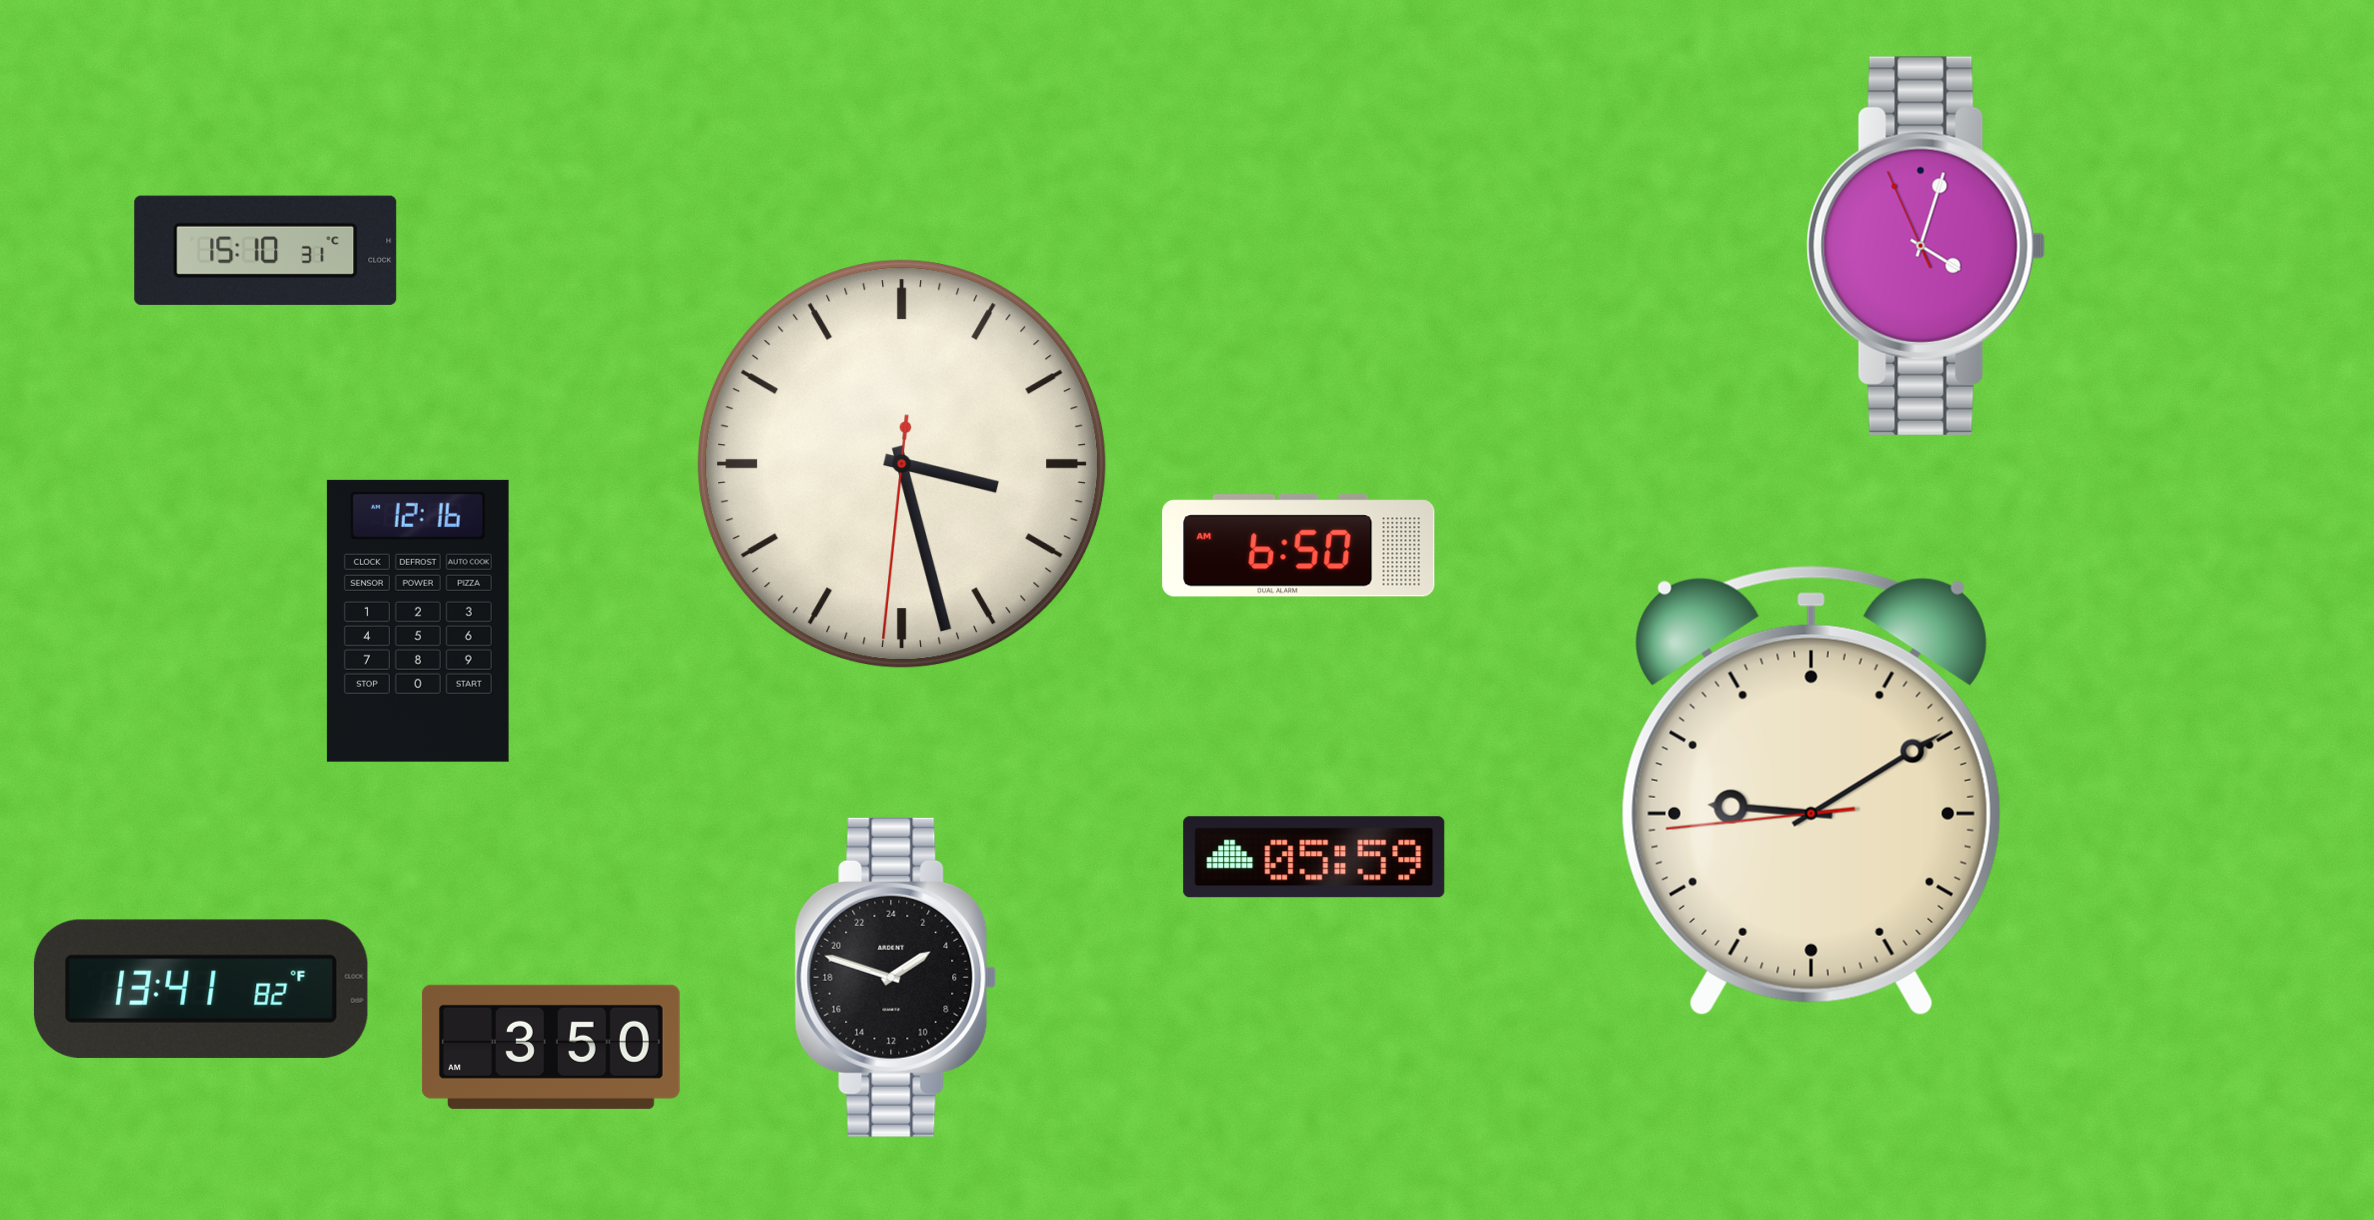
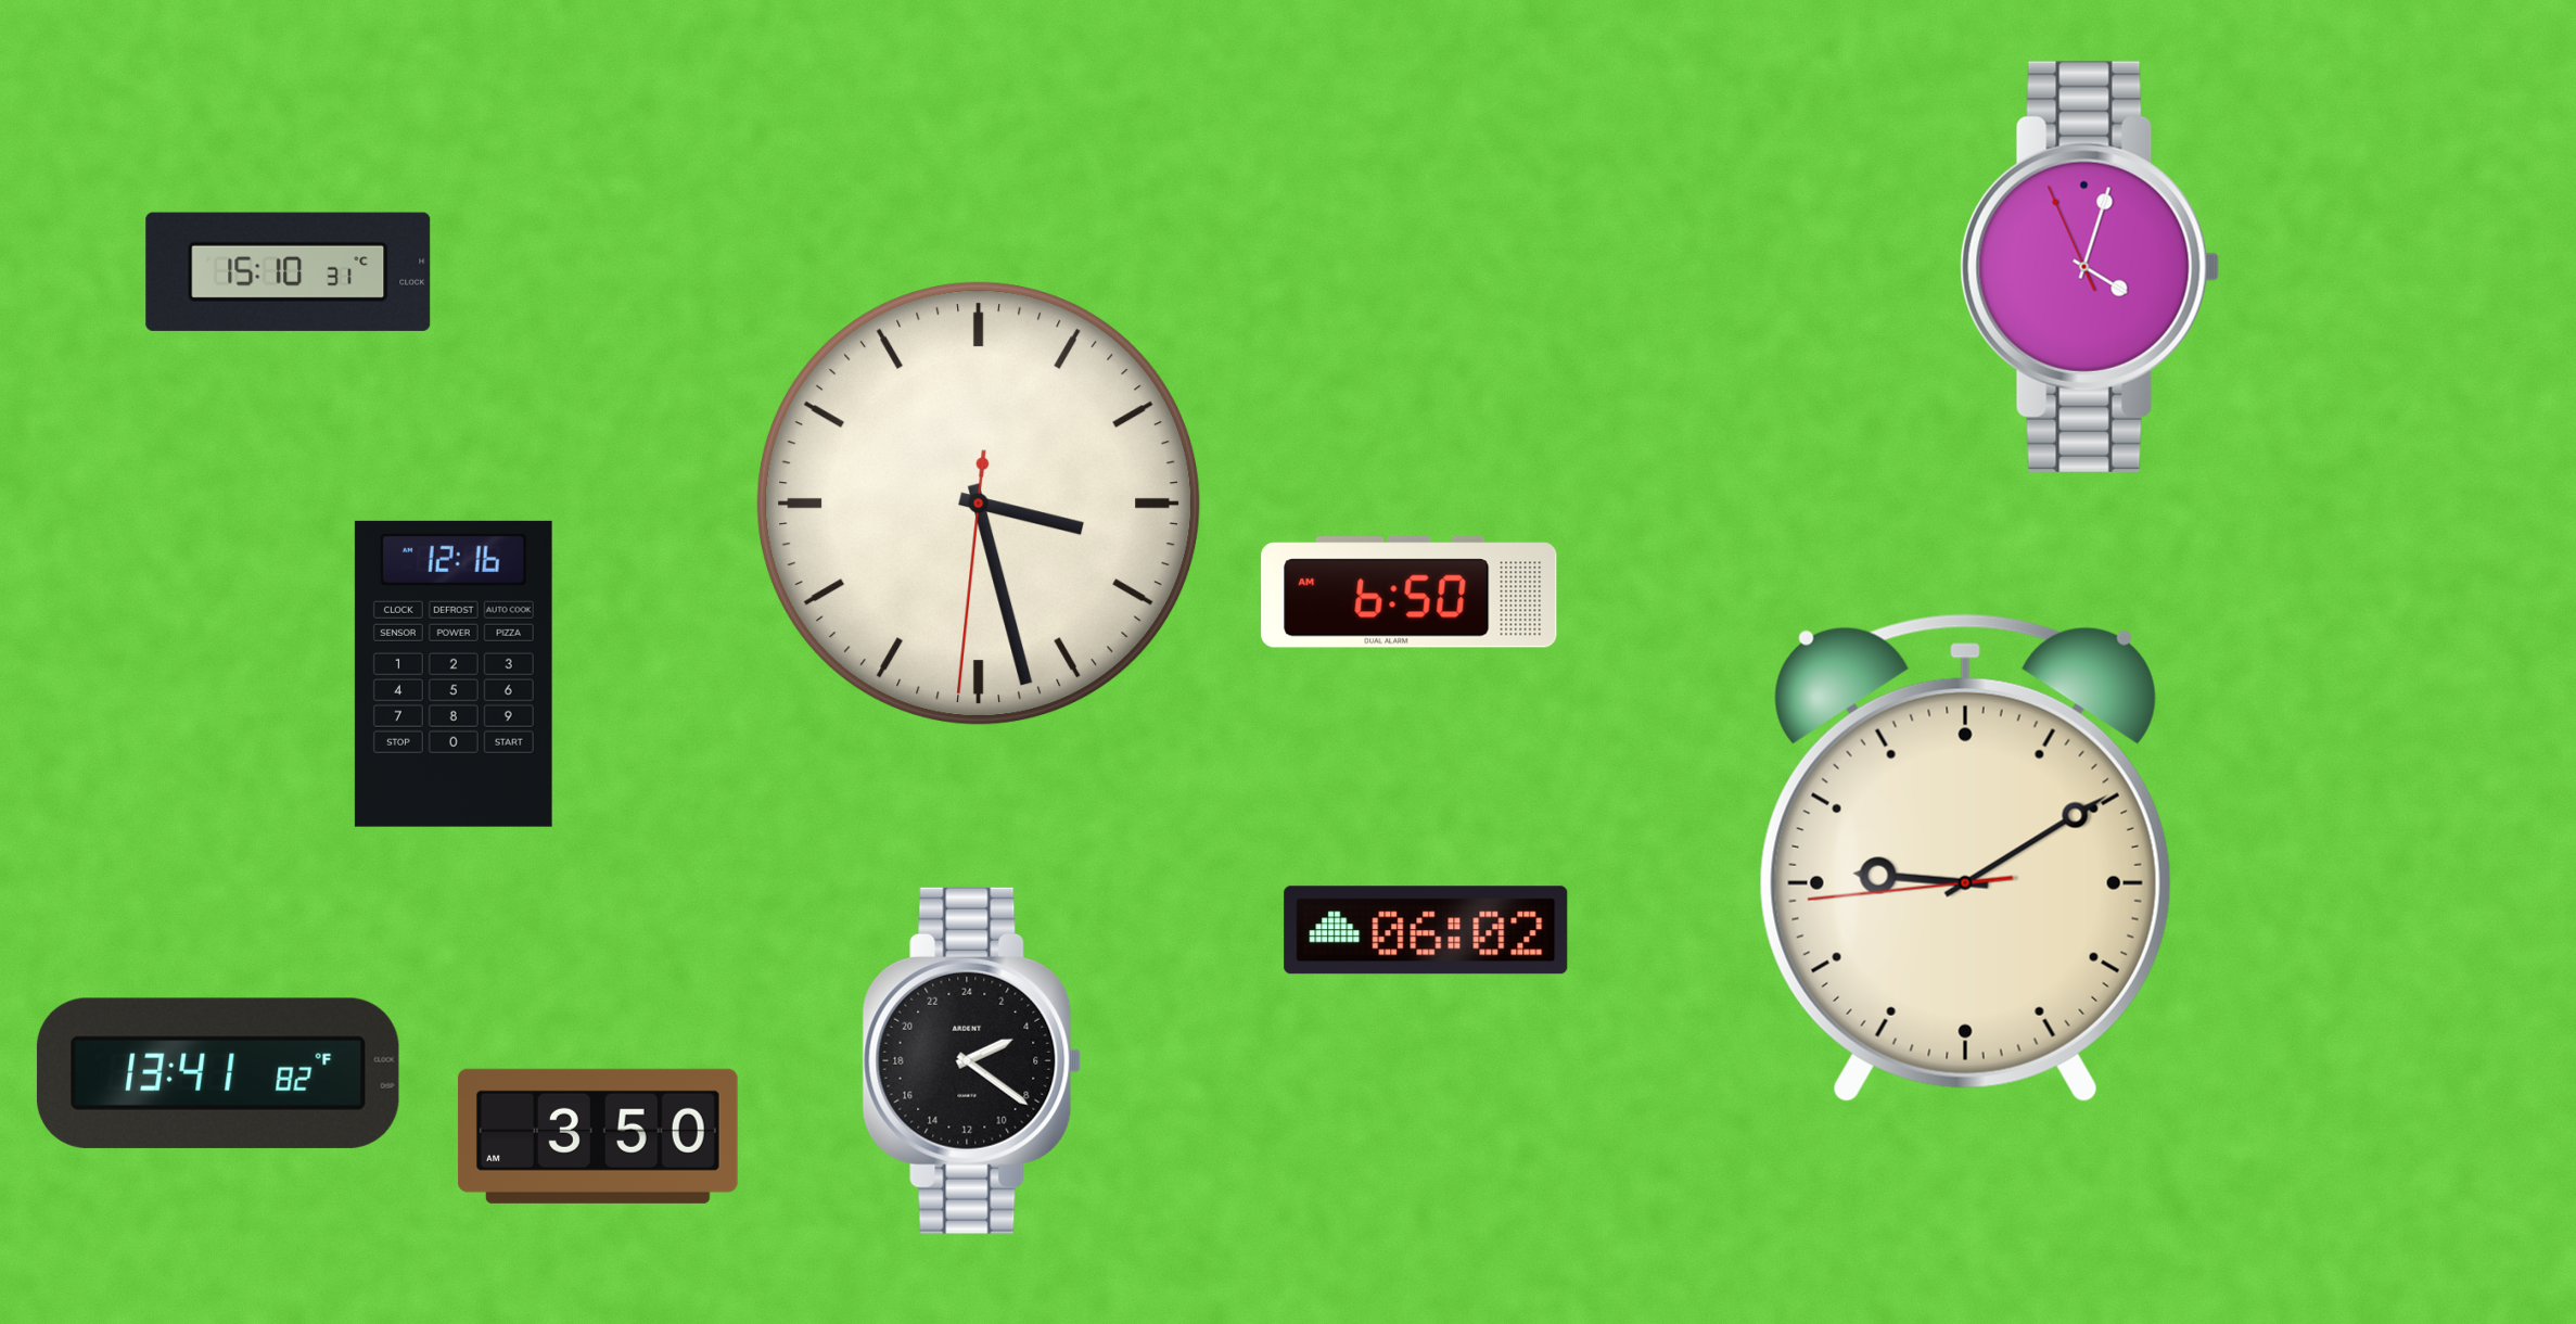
clock at (1314, 857): 05:59 -> 06:02
clock at (896, 977): 3:48 -> 4:21
